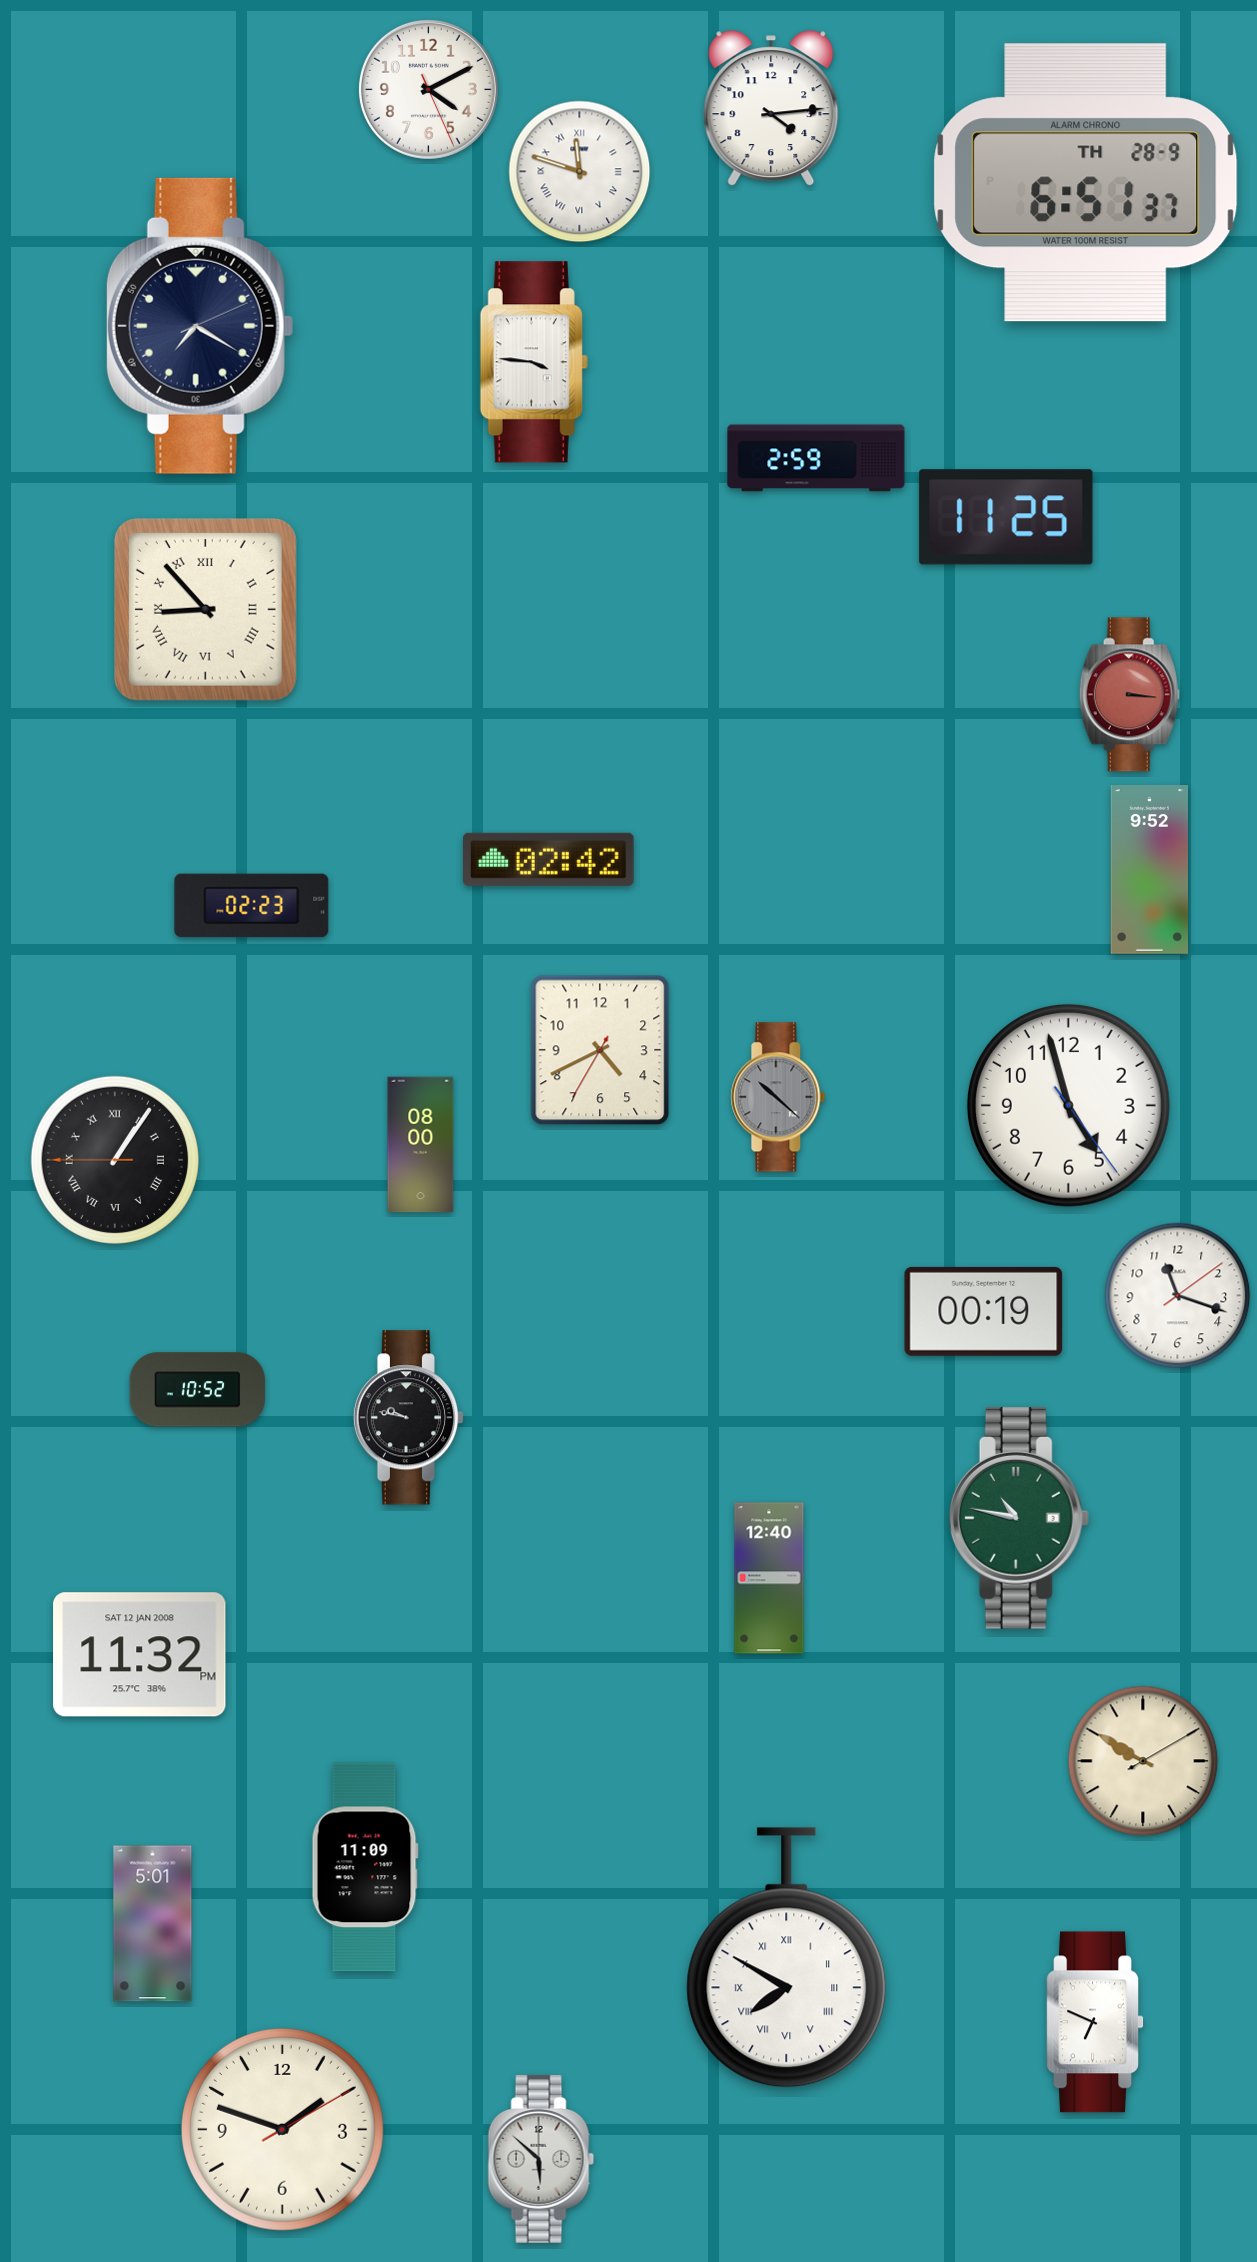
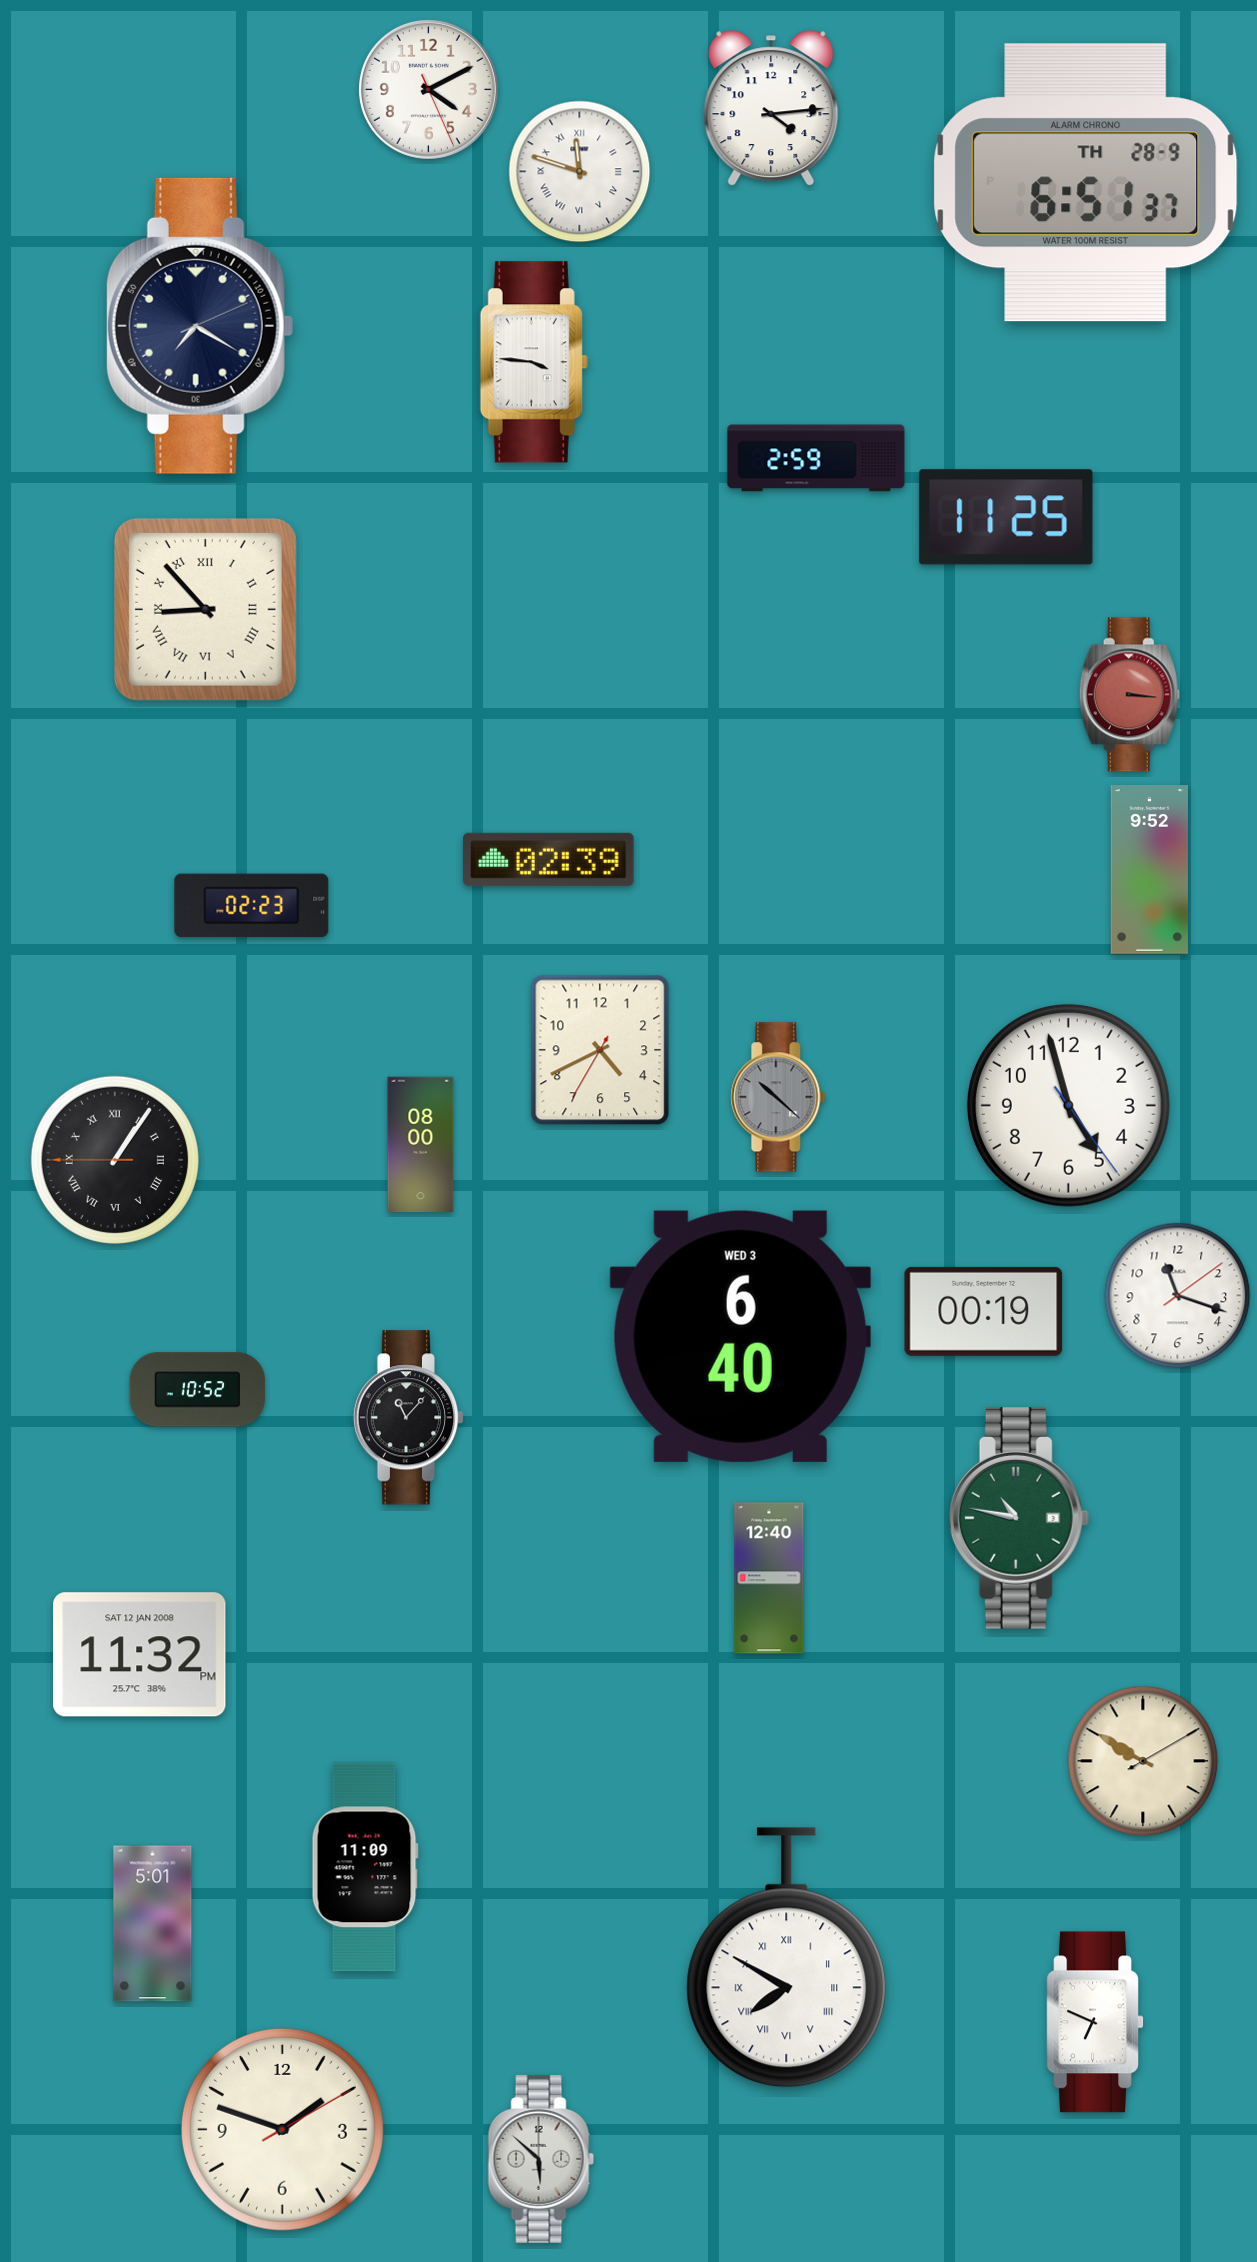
clock at (549, 859): 02:42 -> 02:39
clock at (740, 1336): none -> 6:40
clock at (409, 1418): 9:47 -> 11:07
